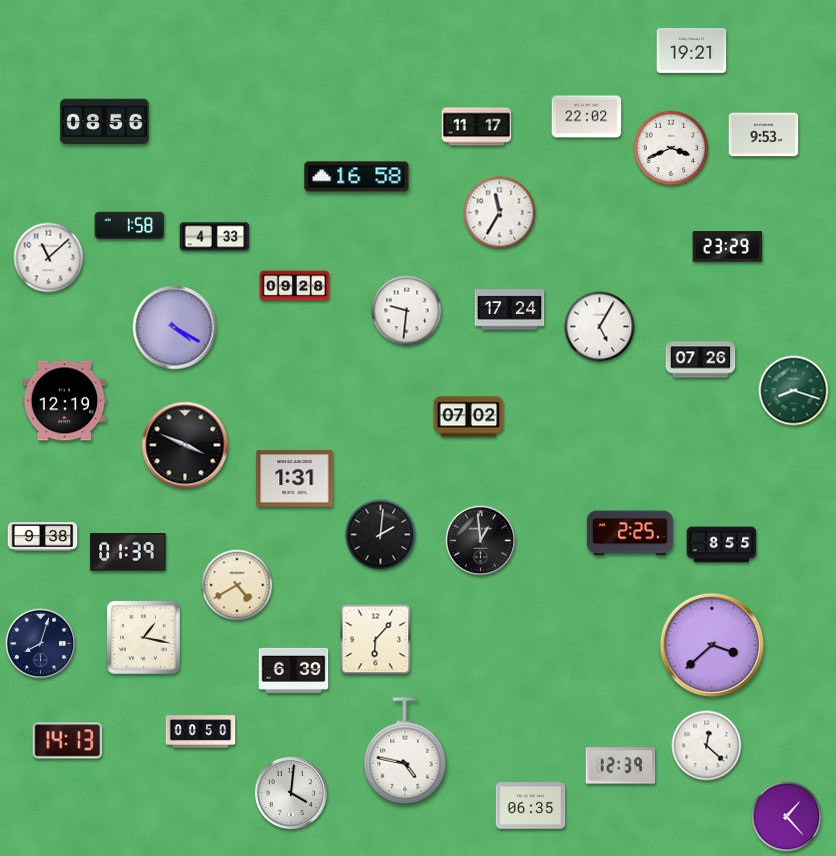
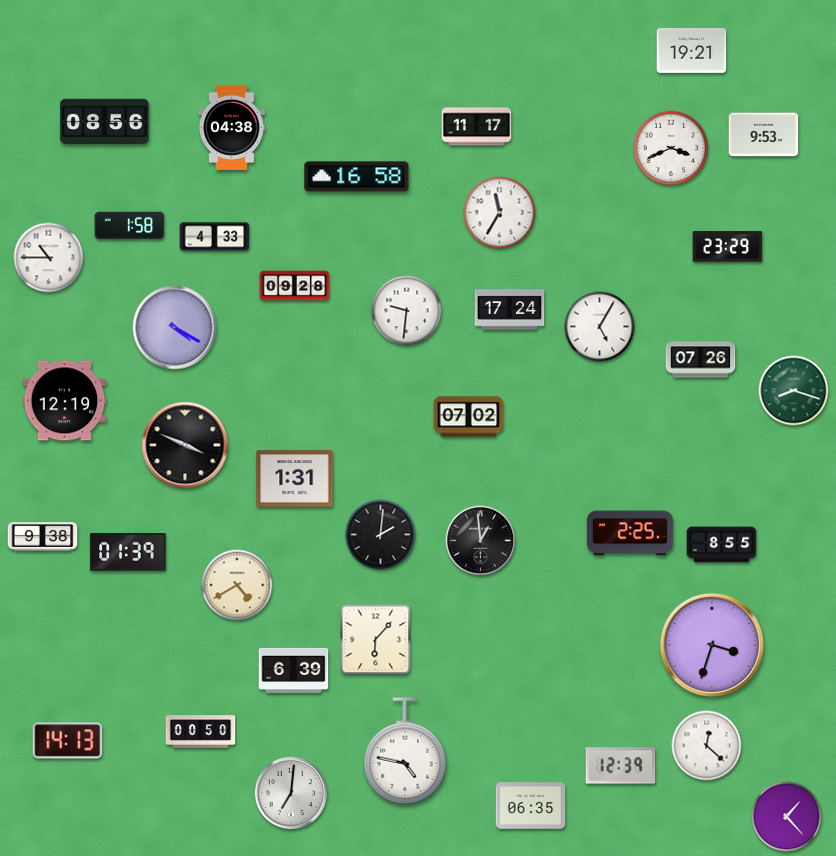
clock at (587, 117): 22:02 -> none
clock at (232, 127): none -> 04:38
clock at (49, 258): 11:08 -> 10:45
clock at (144, 638): 1:17 -> none
clock at (41, 644): 8:03 -> none
clock at (712, 645): 3:38 -> 3:33
clock at (290, 792): 4:01 -> 7:01
